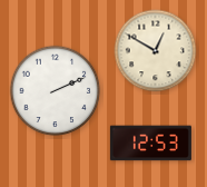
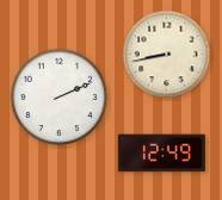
clock at (156, 51): 12:50 -> 8:43
clock at (150, 144): 12:53 -> 12:49
